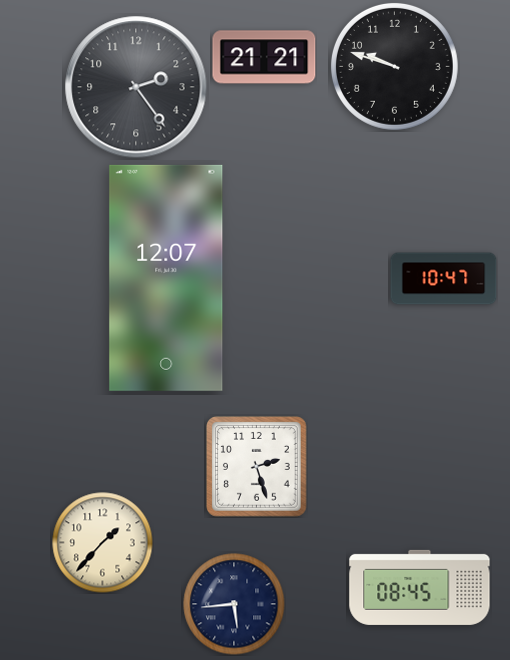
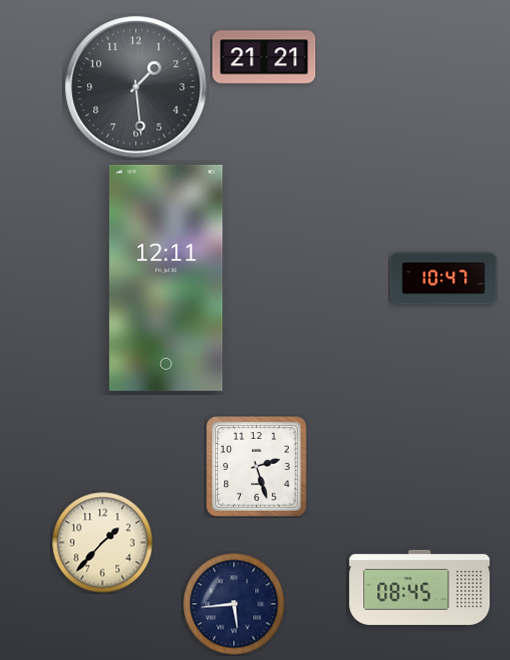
clock at (394, 66): 9:48 -> none
clock at (136, 87): 2:24 -> 1:29
clock at (166, 278): 12:07 -> 12:11
